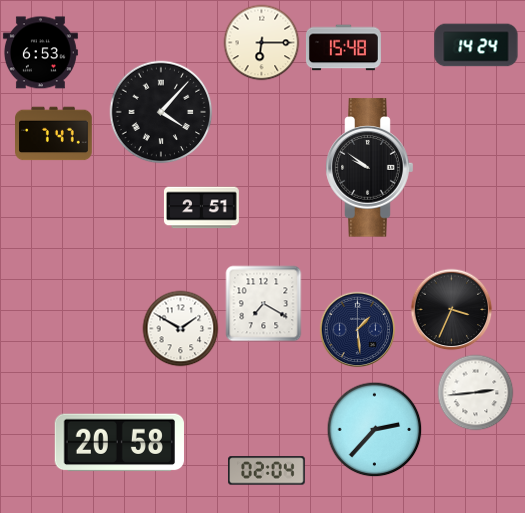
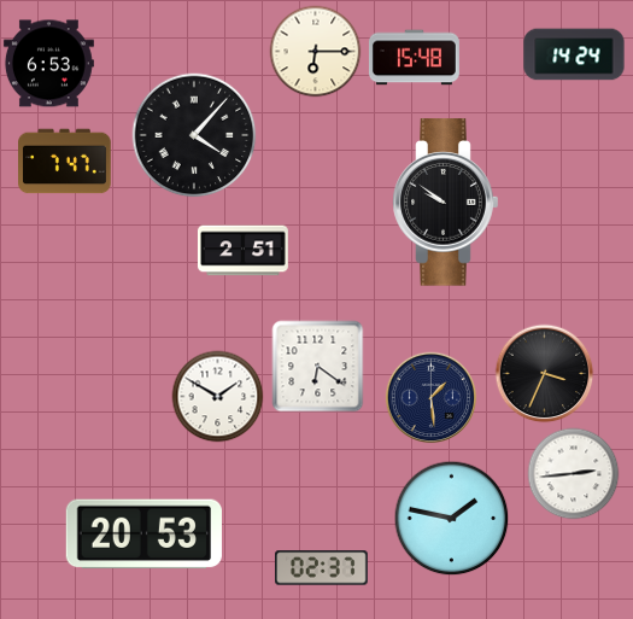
clock at (264, 304): 7:20 -> 6:21
clock at (375, 430): 2:37 -> 1:47
clock at (119, 443): 20:58 -> 20:53
clock at (267, 471): 02:04 -> 02:37
